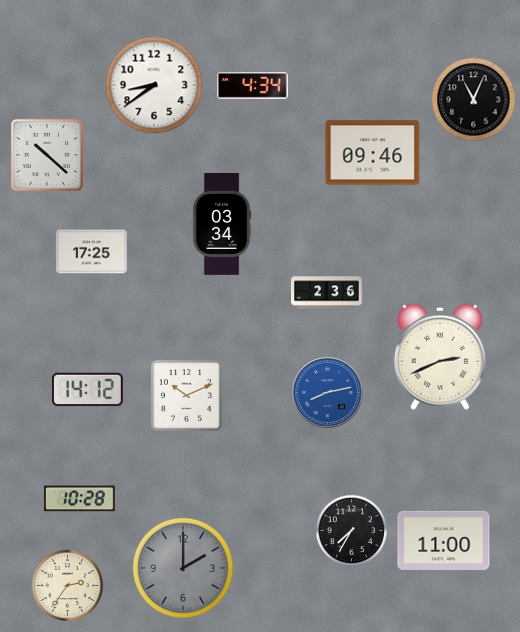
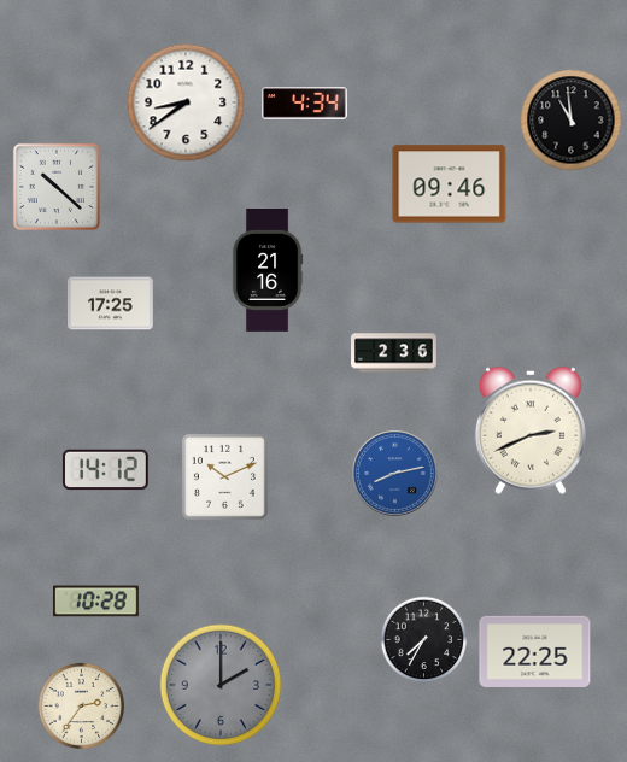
clock at (474, 100): 11:04 -> 10:59
clock at (222, 225): 03:34 -> 21:16
clock at (444, 540): 11:00 -> 22:25
